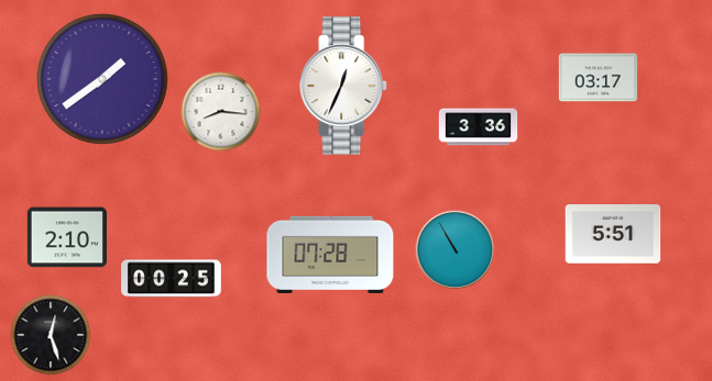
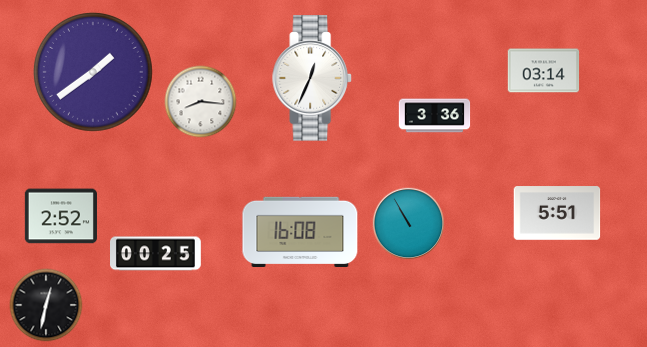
clock at (599, 78): 03:17 -> 03:14
clock at (67, 237): 2:10 -> 2:52
clock at (456, 250) position: (456, 250) -> (409, 224)
clock at (330, 254): 07:28 -> 16:08
clock at (51, 335): 12:27 -> 12:32
